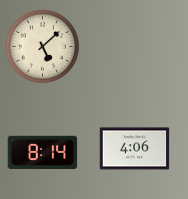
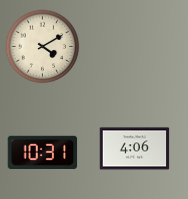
clock at (43, 47): 5:08 -> 4:10
clock at (43, 152): 8:14 -> 10:31
